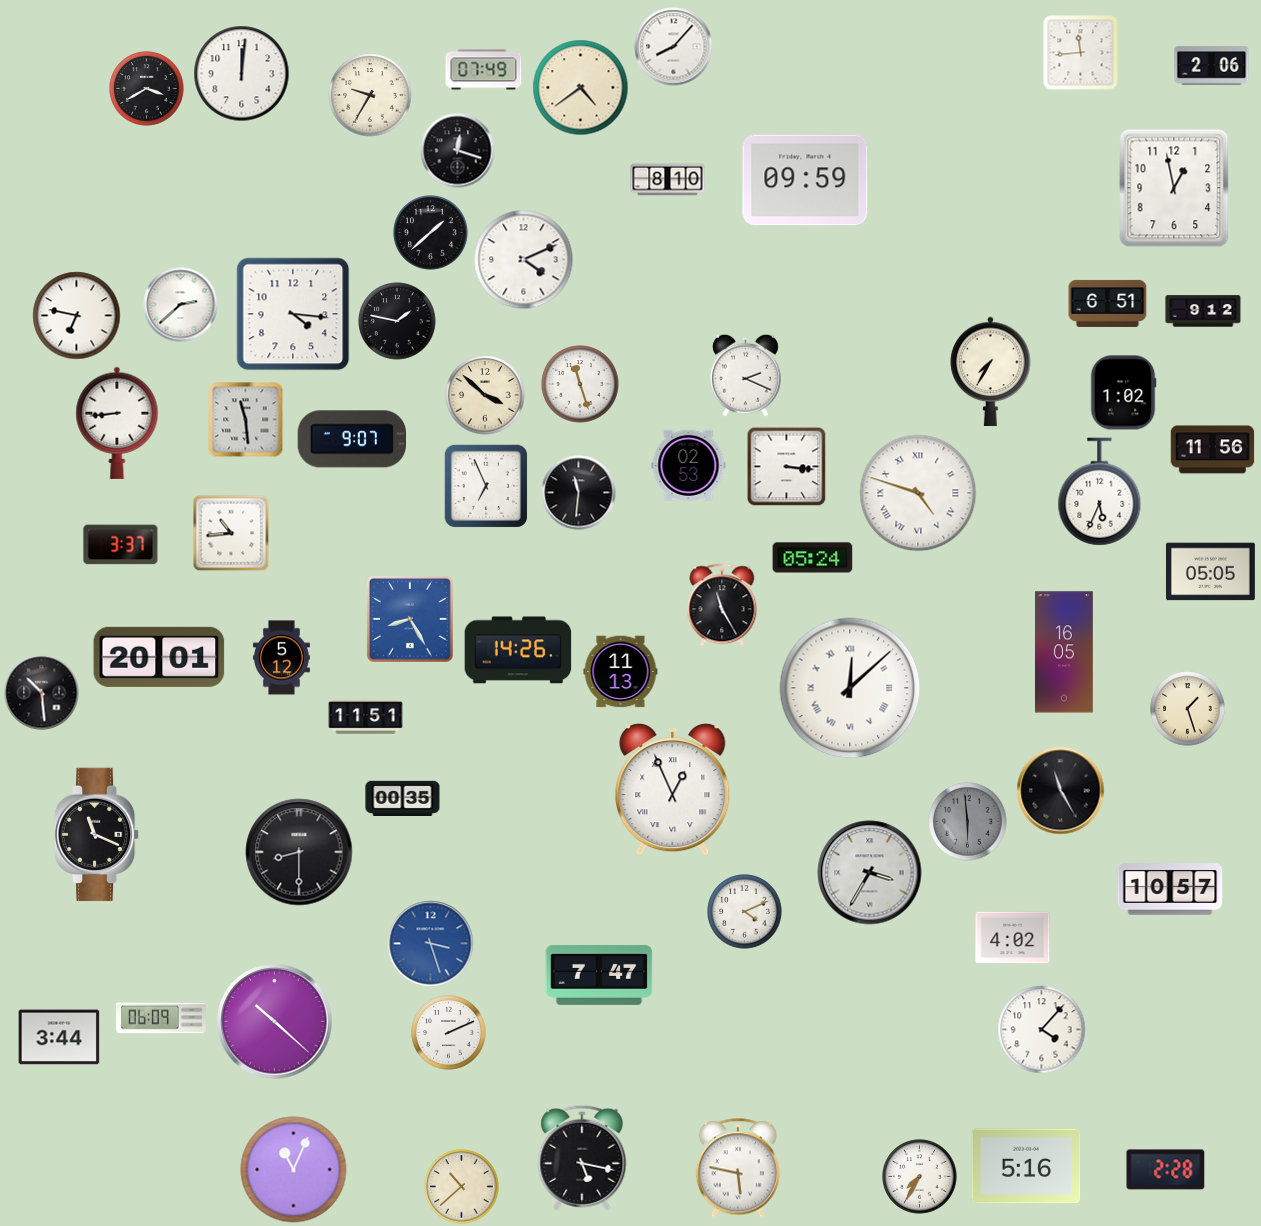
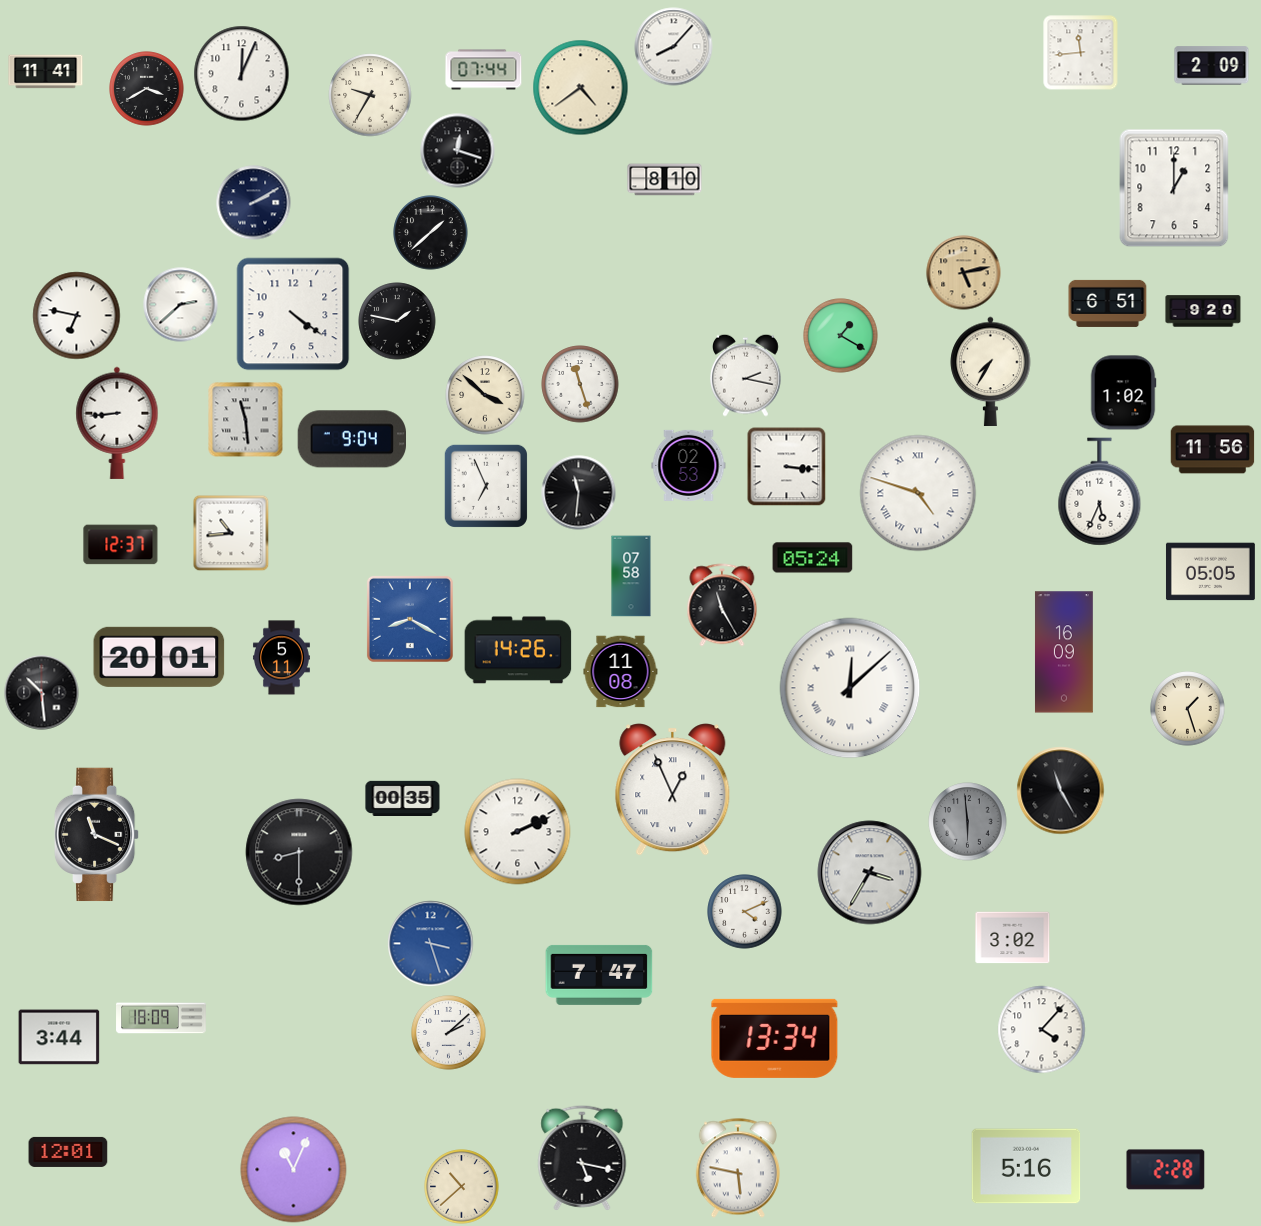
clock at (1212, 66): 2:06 -> 2:09
clock at (484, 70): 07:49 -> 07:44
clock at (46, 72): none -> 11:41
clock at (242, 74): 12:01 -> 12:04
clock at (668, 180) position: (668, 180) -> (665, 180)
clock at (805, 180): 09:59 -> none
clock at (1174, 188): 12:58 -> 1:00
clock at (254, 203): none -> 2:10
clock at (524, 260): 4:11 -> none
clock at (964, 273): none -> 5:13
clock at (1203, 311): 9:12 -> 9:20
clock at (293, 314): 4:16 -> 4:21
clock at (841, 336): none -> 1:20
clock at (746, 375): 2:19 -> 2:17
clock at (351, 439): 9:07 -> 9:04
clock at (121, 545): 3:37 -> 12:37
clock at (631, 576): none -> 07:58
clock at (410, 619): 8:25 -> 8:20
clock at (1064, 652): 16:05 -> 16:09
clock at (281, 658): 5:12 -> 5:11
clock at (621, 672): 11:13 -> 11:08
clock at (366, 717): 11:51 -> none
clock at (518, 832): none -> 2:11
clock at (1170, 889): 10:57 -> none
clock at (1013, 938): 4:02 -> 3:02
clock at (161, 1018): 06:09 -> 18:09
clock at (275, 1022): 10:22 -> none
clock at (449, 1033): 2:11 -> 2:08
clock at (775, 1038): none -> 13:34
clock at (68, 1152): none -> 12:01
clock at (920, 1177): 7:35 -> none
